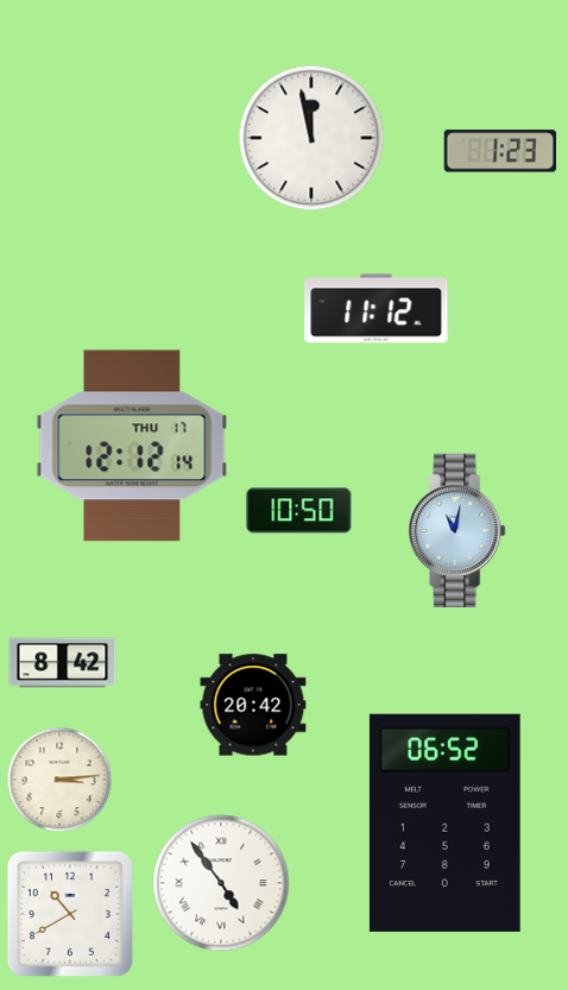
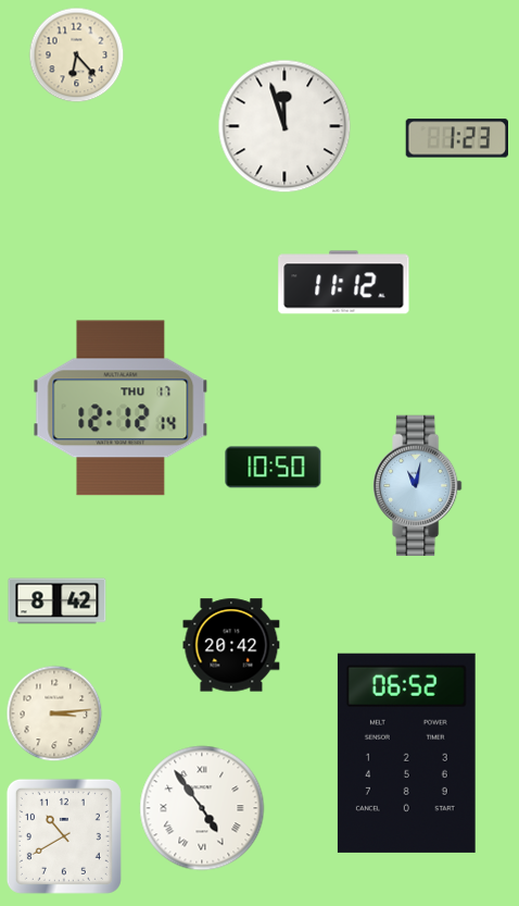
clock at (77, 55): none -> 6:23
clock at (311, 138): 11:58 -> 11:57
clock at (63, 663) position: (63, 663) -> (58, 601)
